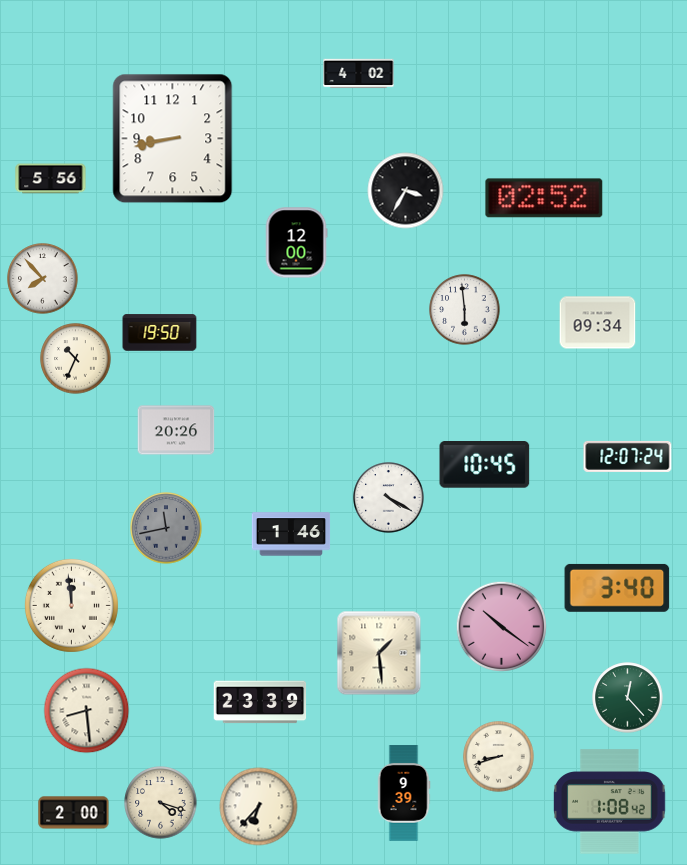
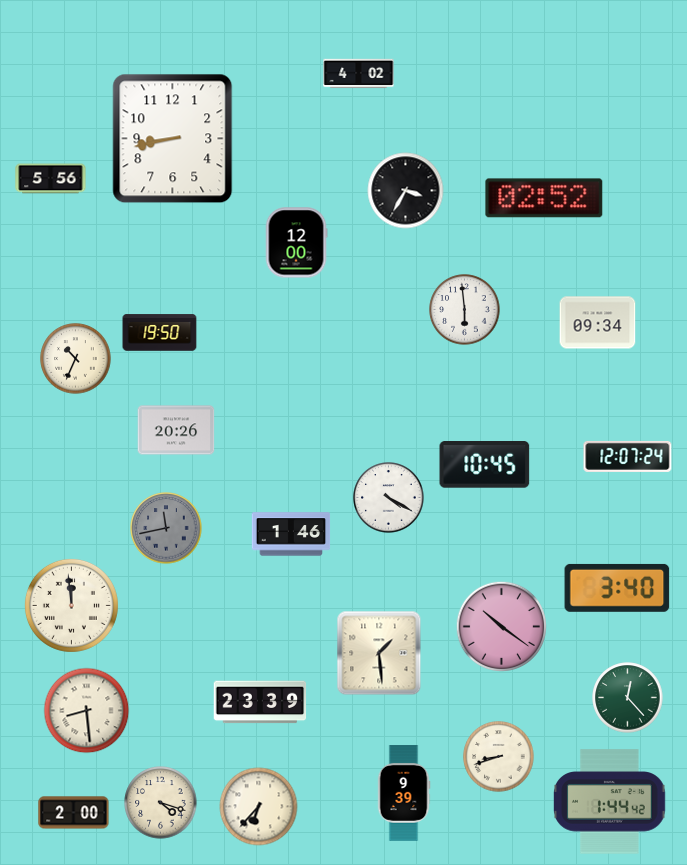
clock at (43, 279): 7:53 -> none
clock at (610, 802): 1:08 -> 1:44
